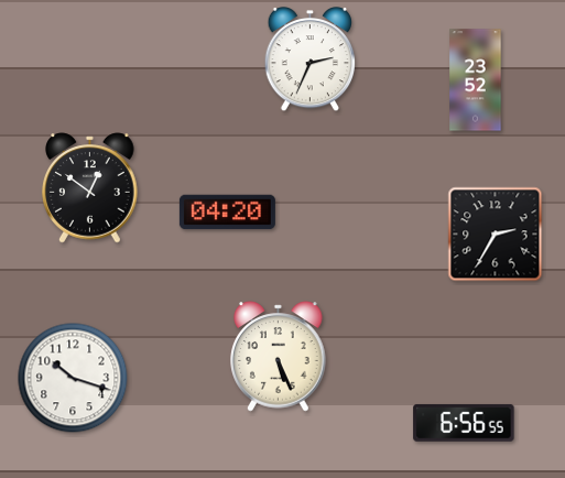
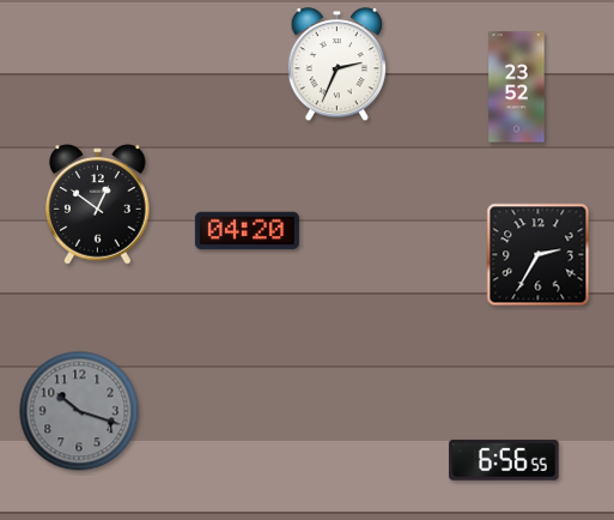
clock at (279, 357): 5:26 -> none
clock at (73, 378) dial: white -> grey
